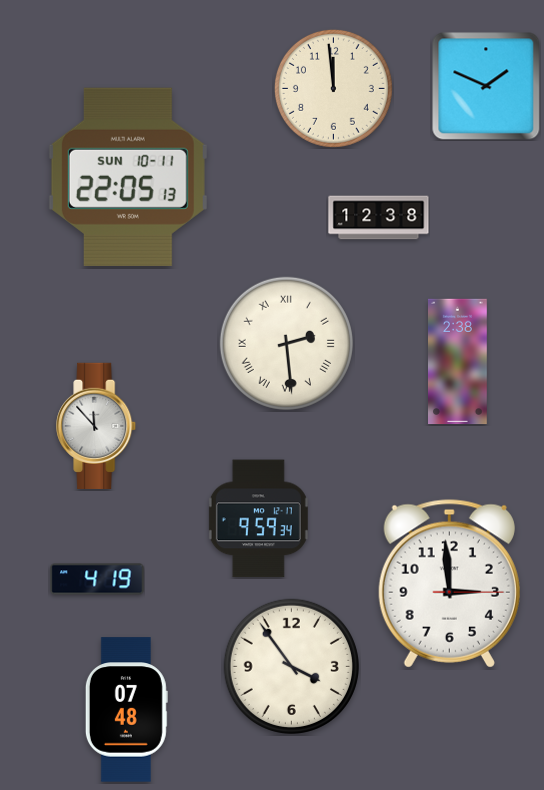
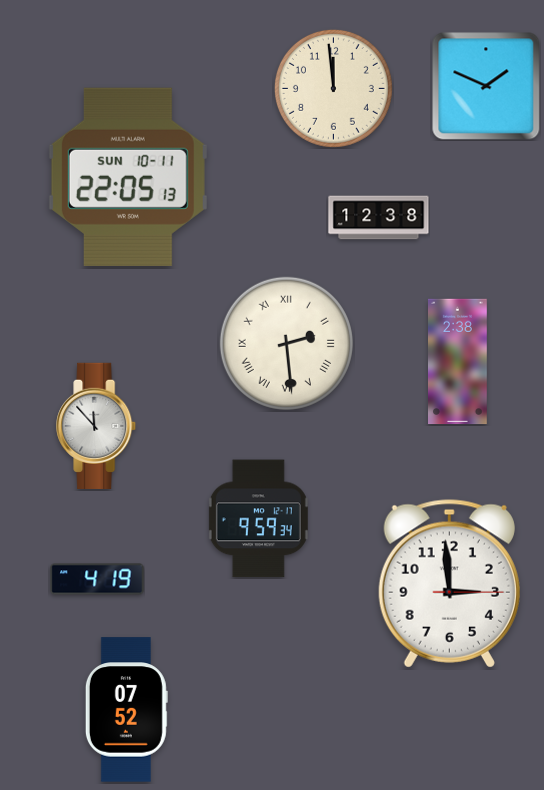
clock at (291, 666): 3:54 -> none
clock at (126, 710): 07:48 -> 07:52
